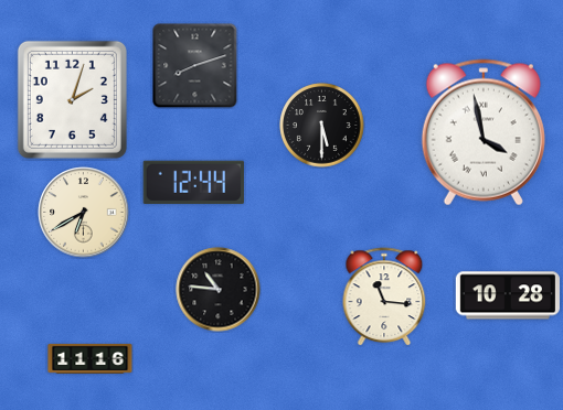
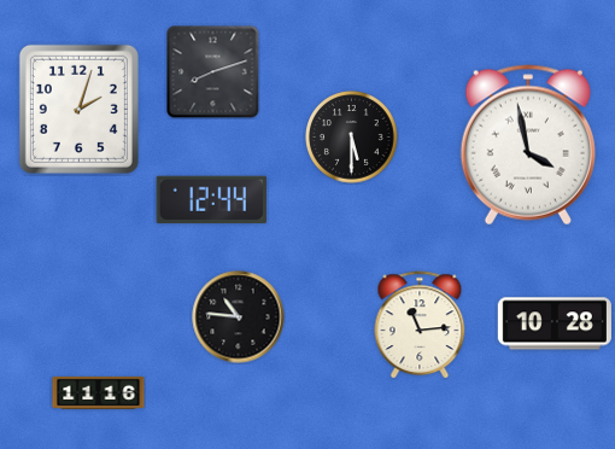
clock at (84, 213): 6:40 -> none
clock at (384, 296): 11:16 -> 11:14
